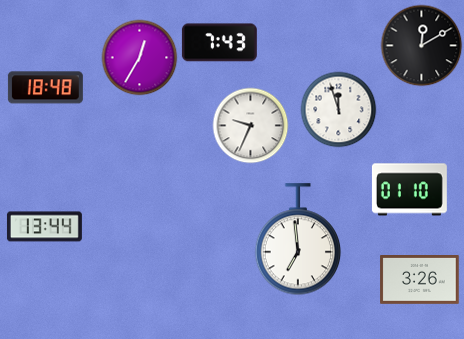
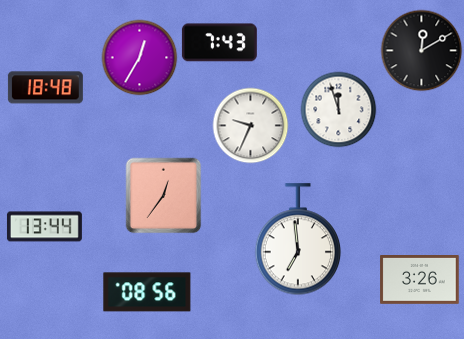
clock at (422, 46) position: (422, 46) -> (422, 51)
clock at (409, 190): 01:10 -> none
clock at (164, 196): none -> 12:36
clock at (147, 292): none -> 08:56
